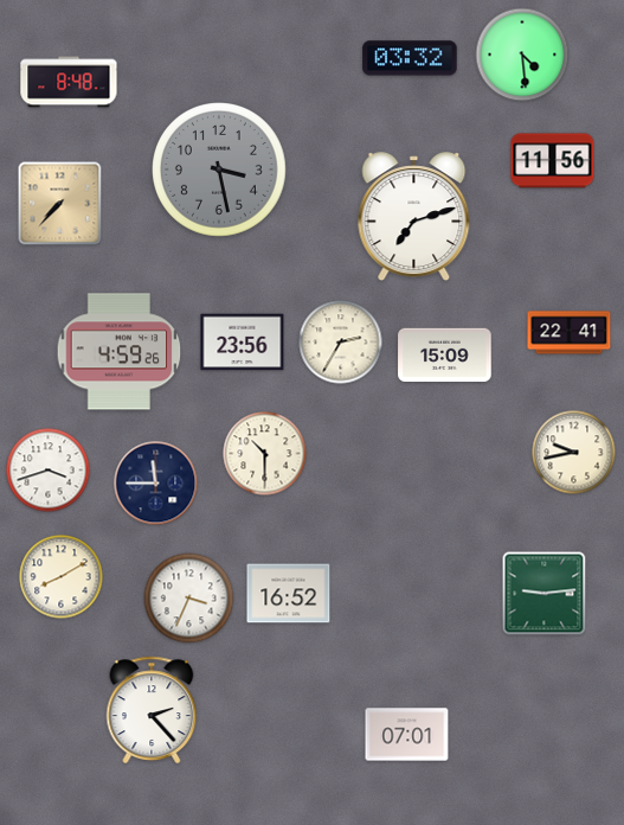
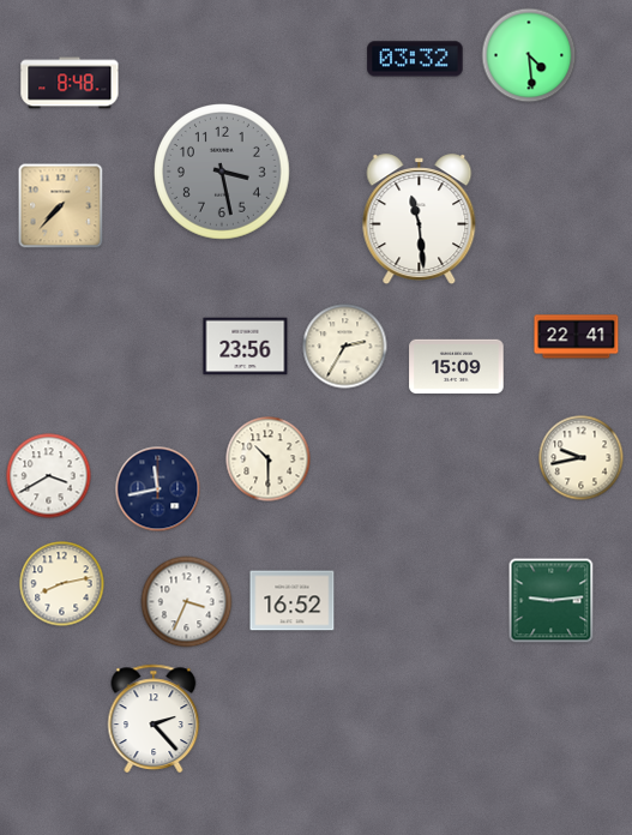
clock at (553, 161): 11:56 -> none
clock at (414, 217): 7:12 -> 11:29
clock at (120, 352): 4:59 -> none
clock at (445, 356) position: (445, 356) -> (457, 367)
clock at (49, 471): 3:42 -> 3:40
clock at (156, 484): 11:45 -> 11:43
clock at (62, 577): 8:10 -> 8:13
clock at (189, 599) position: (189, 599) -> (187, 602)
clock at (407, 735): 07:01 -> none
